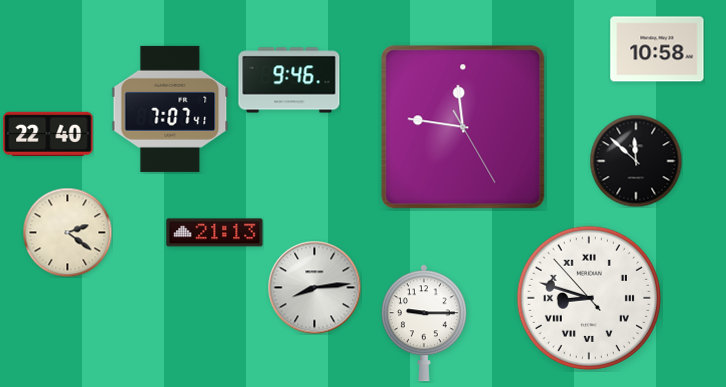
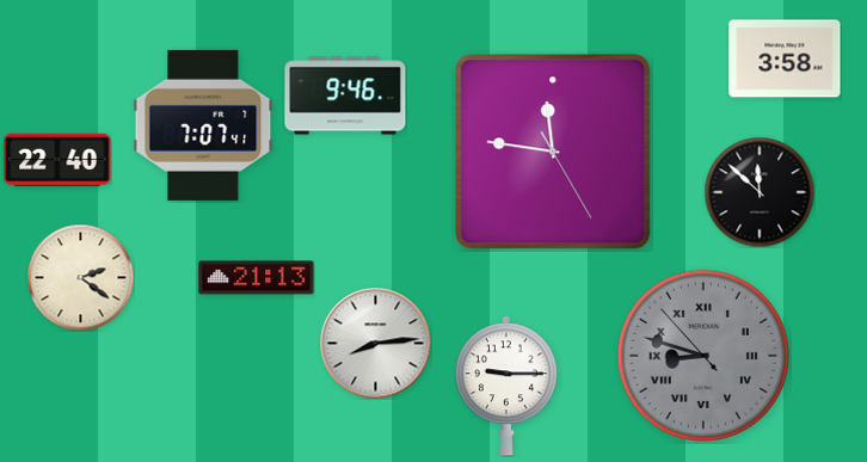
clock at (657, 49): 10:58 -> 3:58
clock at (170, 109) position: (170, 109) -> (203, 125)
clock at (589, 298) dial: white -> grey
